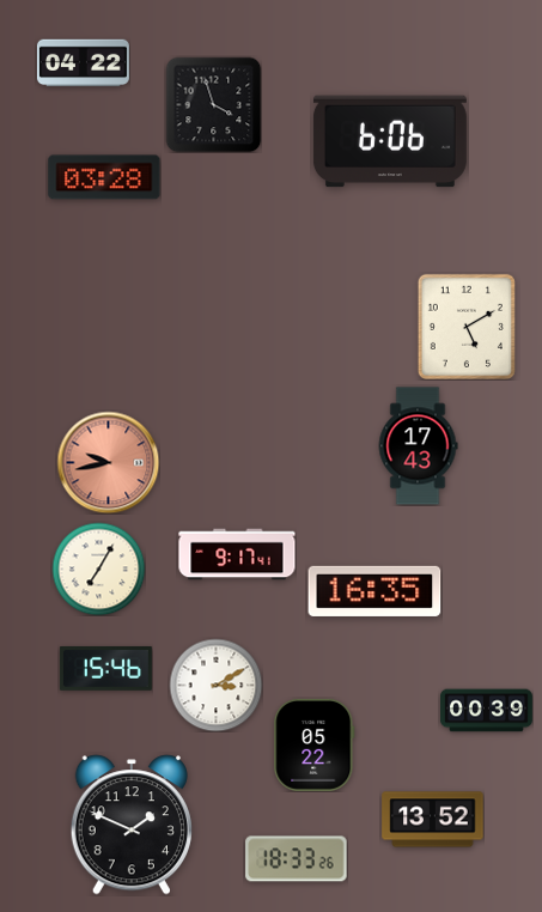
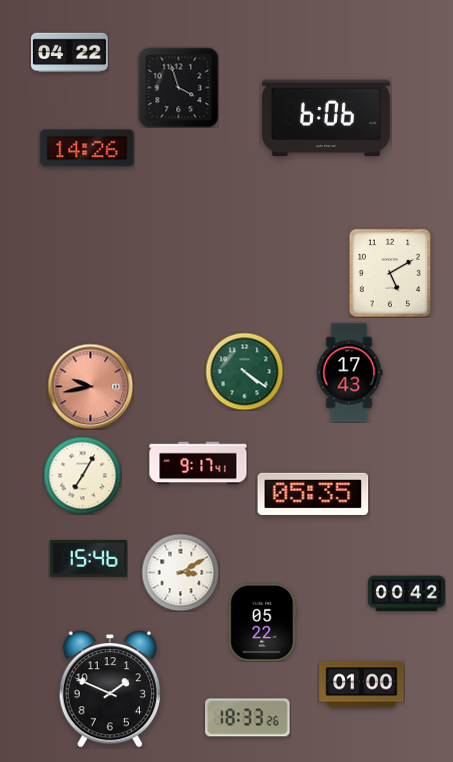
clock at (104, 177): 03:28 -> 14:26
clock at (244, 371): none -> 4:21
clock at (374, 591): 16:35 -> 05:35
clock at (486, 711): 00:39 -> 00:42
clock at (433, 820): 13:52 -> 01:00
